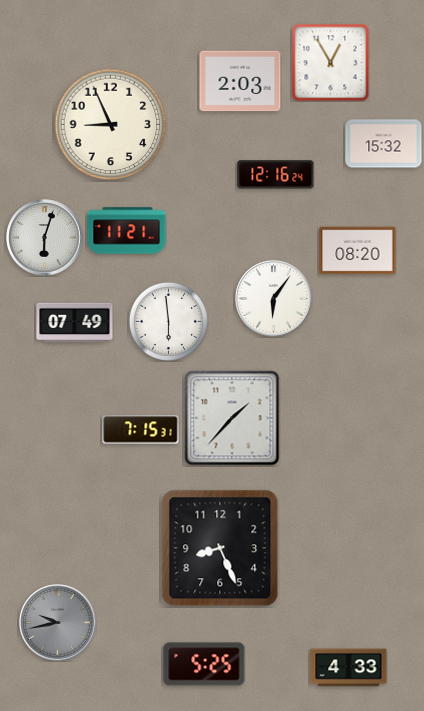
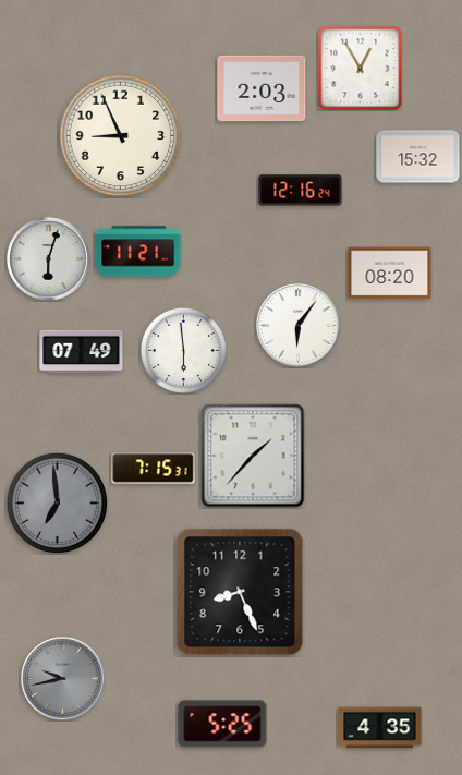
clock at (57, 502): none -> 6:59
clock at (220, 548) position: (220, 548) -> (240, 592)
clock at (349, 668): 4:33 -> 4:35
